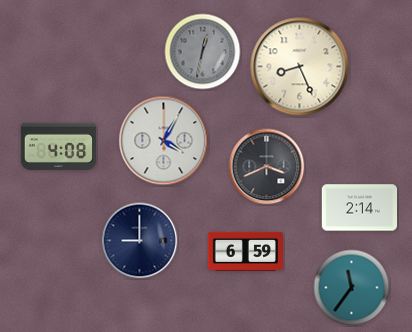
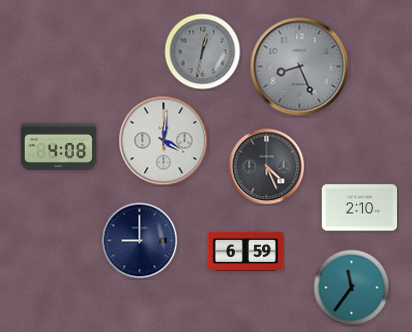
clock at (300, 67) dial: cream -> grey
clock at (164, 141): 4:05 -> 4:01
clock at (267, 167): 3:41 -> 4:26
clock at (360, 208): 2:14 -> 2:10
